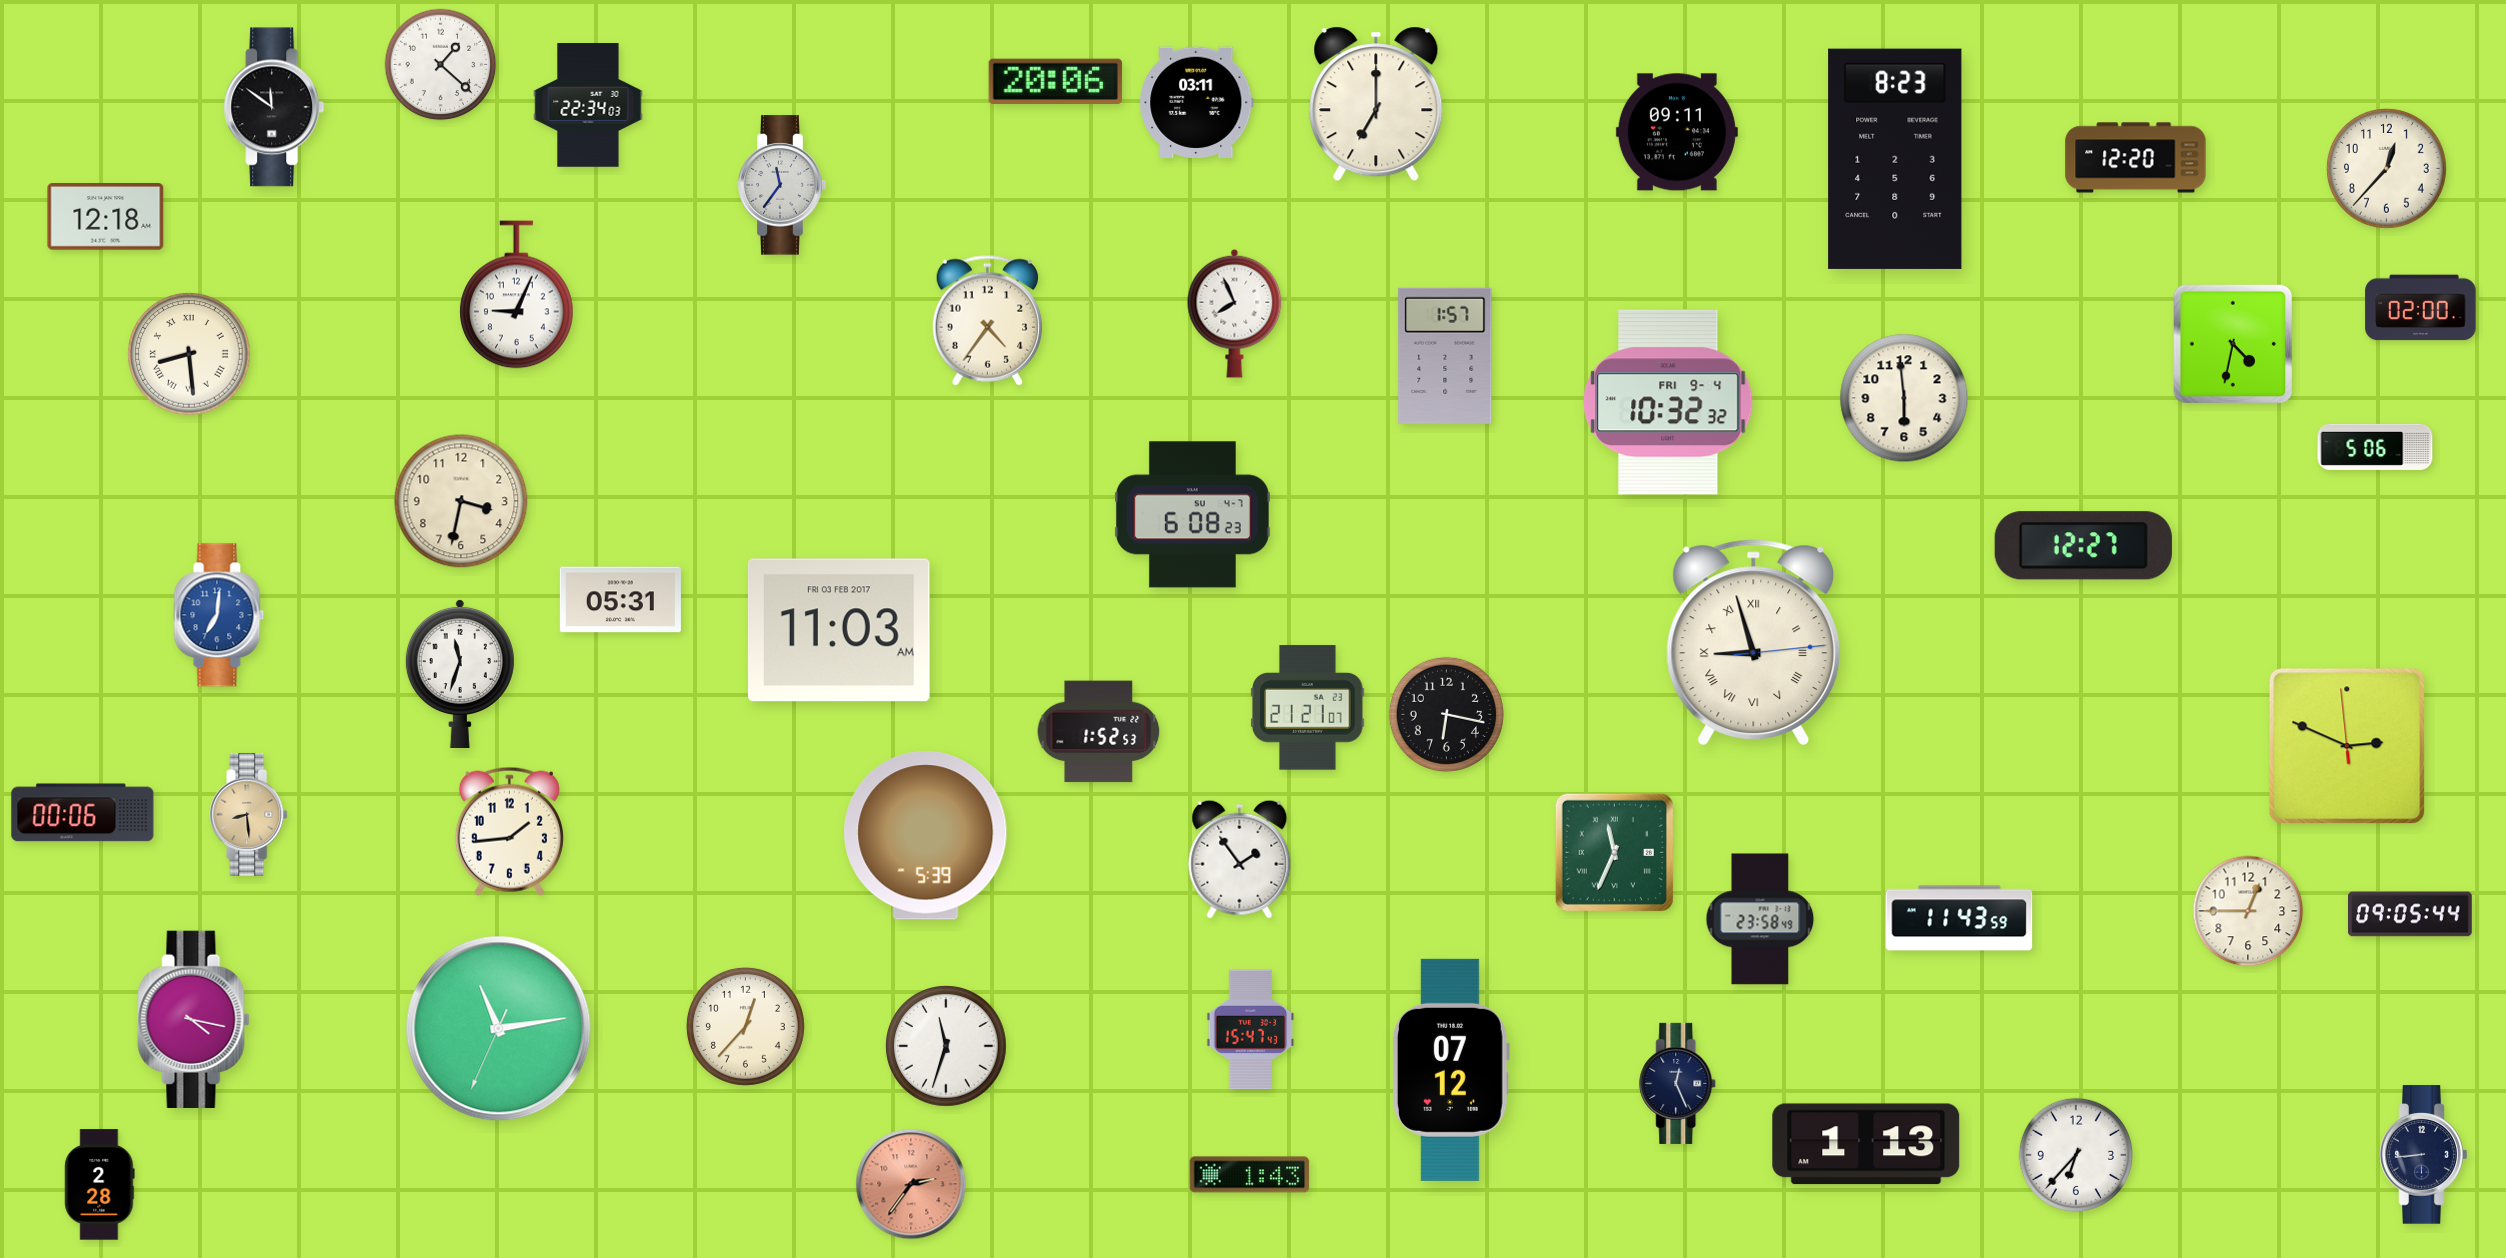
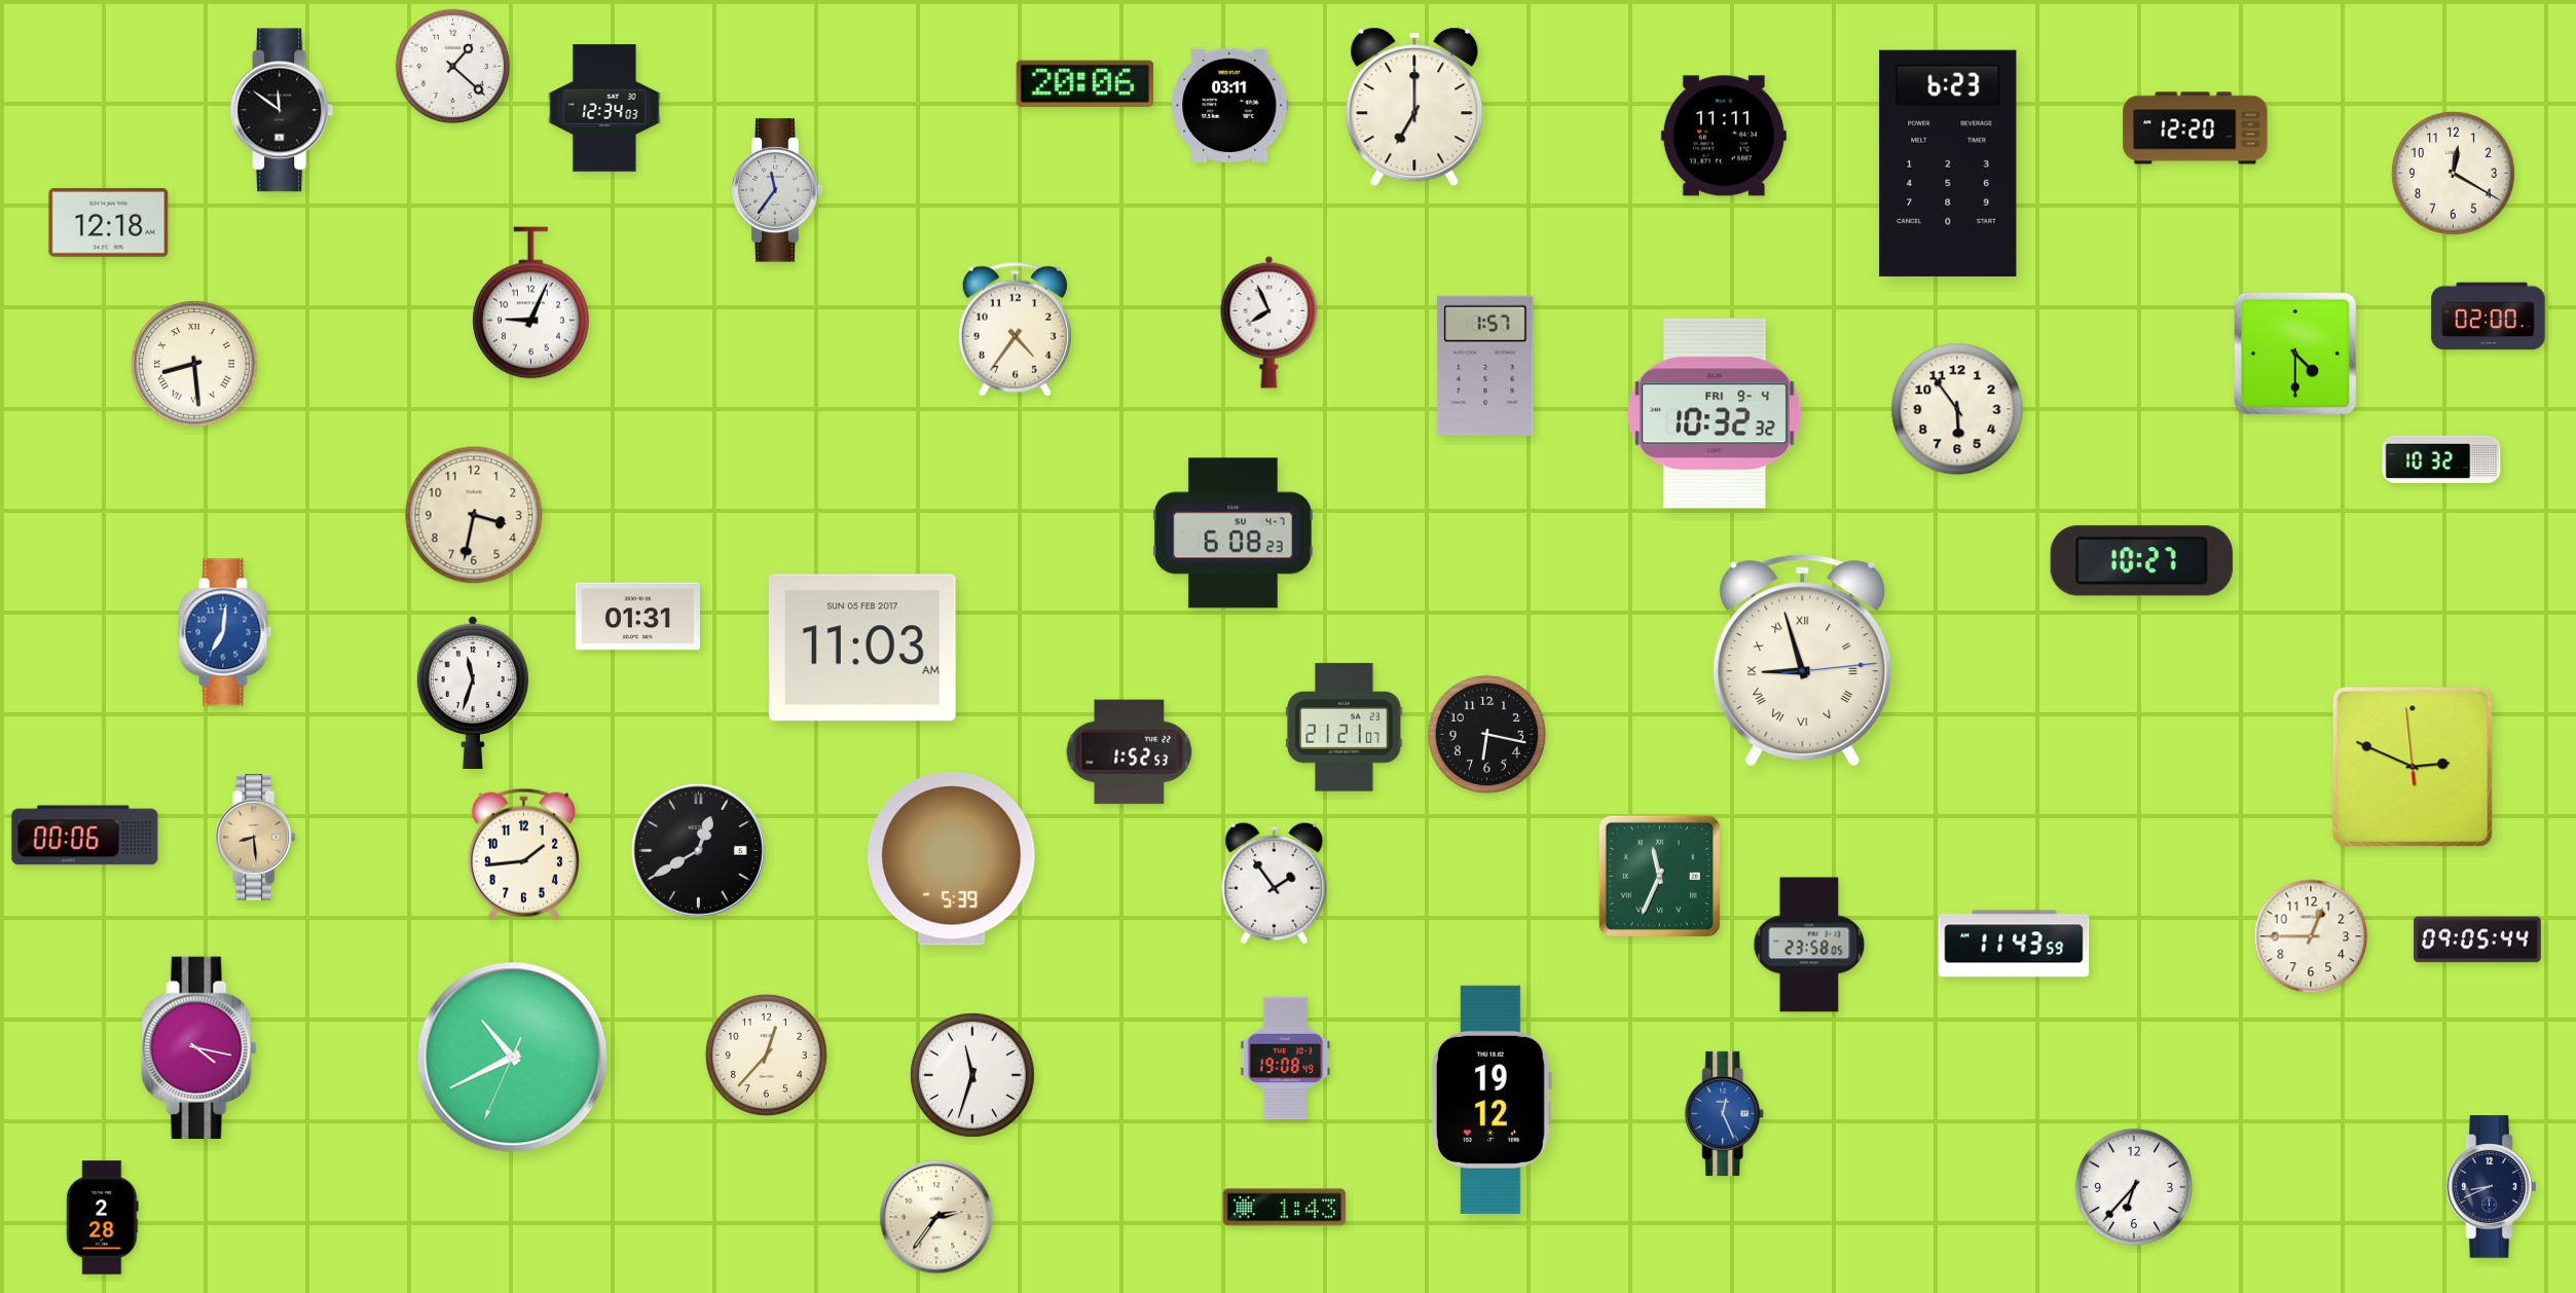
clock at (588, 105): 22:34 -> 12:34
clock at (1677, 132): 09:11 -> 11:11
clock at (2136, 158) position: (2136, 158) -> (2196, 128)
clock at (1895, 159): 8:23 -> 6:23
clock at (2387, 169): 12:37 -> 12:20
clock at (782, 185) position: (782, 185) -> (777, 190)
clock at (2233, 344): 4:32 -> 4:30
clock at (1904, 398): 5:59 -> 5:54
clock at (2375, 447): 5:06 -> 10:32
clock at (1192, 515) position: (1192, 515) -> (1232, 533)
clock at (2083, 546): 12:27 -> 10:27
clock at (620, 600): 05:31 -> 01:31
clock at (839, 630) date: FRI 03 FEB 2017 -> SUN 05 FEB 2017
clock at (698, 850): none -> 12:40
clock at (1760, 919): 23:58:49 -> 23:58:05
clock at (499, 1029): 11:13 -> 10:40
clock at (1251, 1030): 15:47 -> 19:08
clock at (1451, 1070): 07:12 -> 19:12
clock at (1678, 1083) dial: navy -> blue
clock at (1866, 1144): 1:13 -> none
clock at (2424, 1155): 8:44 -> 8:41
clock at (911, 1184) dial: salmon -> cream
